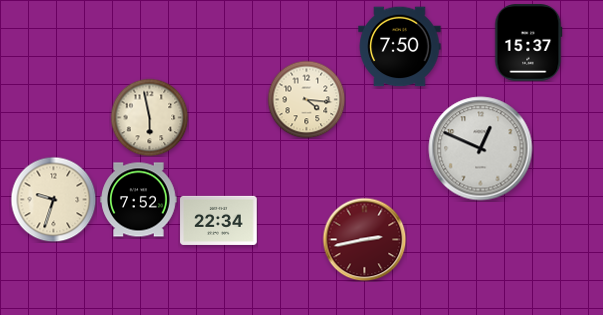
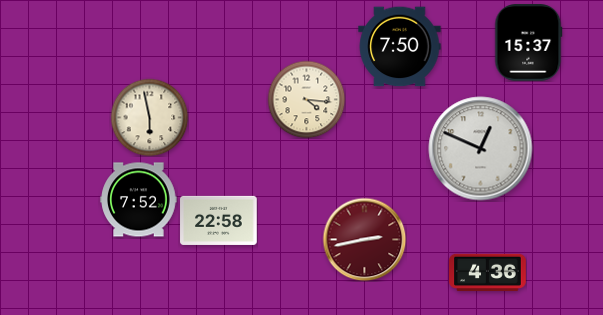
clock at (53, 199): 9:33 -> none
clock at (219, 220): 22:34 -> 22:58
clock at (488, 273): none -> 4:36
